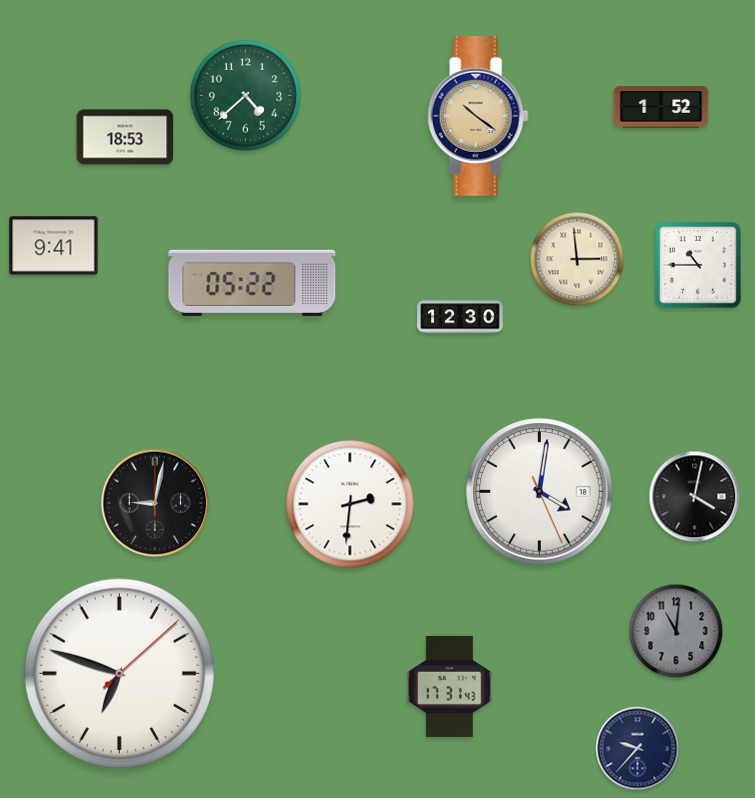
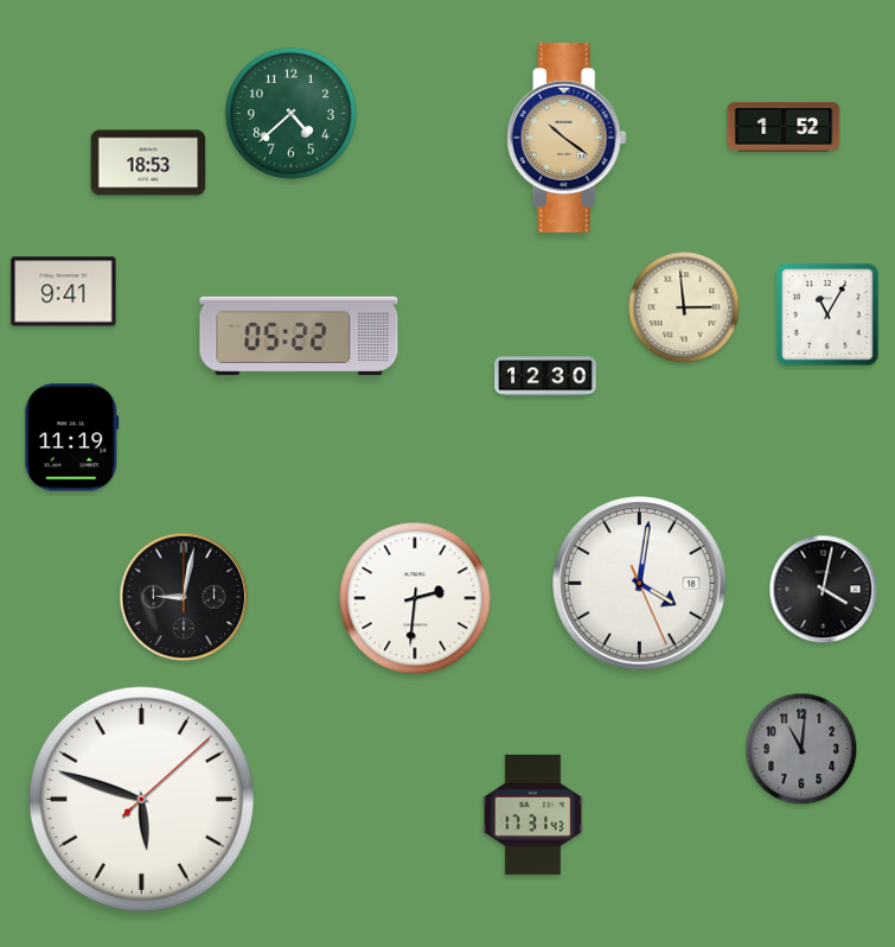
clock at (699, 266): 10:45 -> 11:05
clock at (72, 438): none -> 11:19
clock at (119, 673): 6:48 -> 5:48
clock at (638, 749): 9:37 -> none
